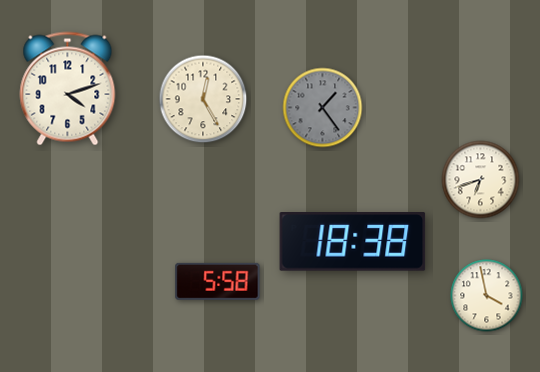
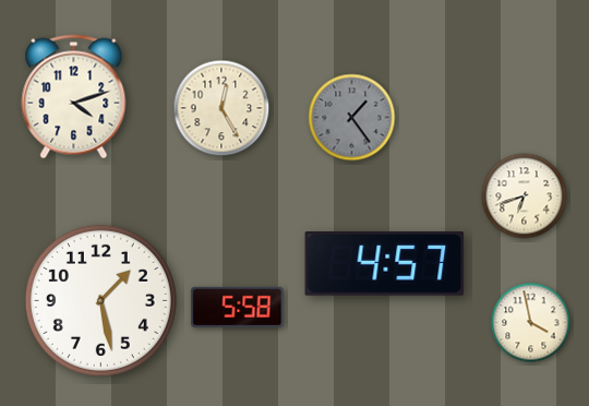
clock at (353, 242): 18:38 -> 4:57
clock at (100, 300): none -> 1:28
